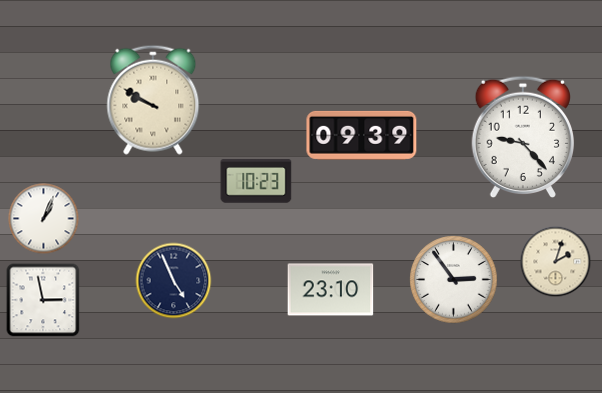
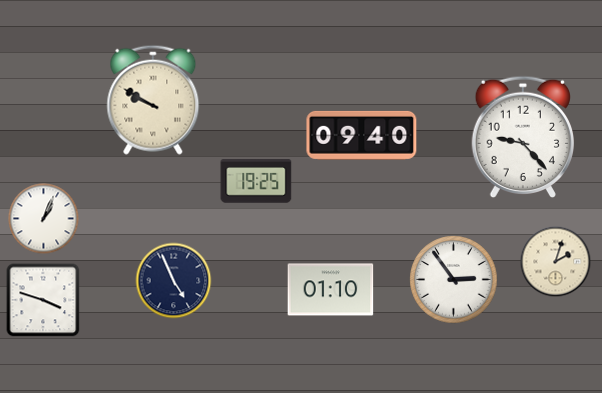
clock at (362, 135): 09:39 -> 09:40
clock at (256, 181): 10:23 -> 19:25
clock at (331, 290): 23:10 -> 01:10
clock at (43, 300): 2:58 -> 3:48
